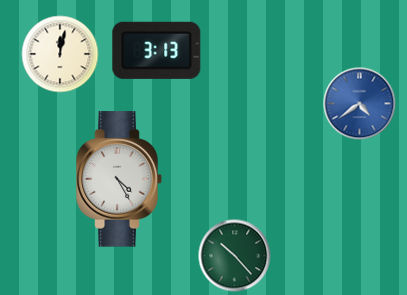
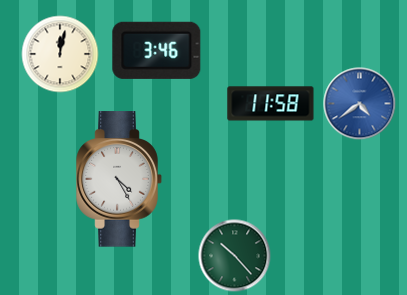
clock at (157, 50): 3:13 -> 3:46
clock at (271, 104): none -> 11:58
